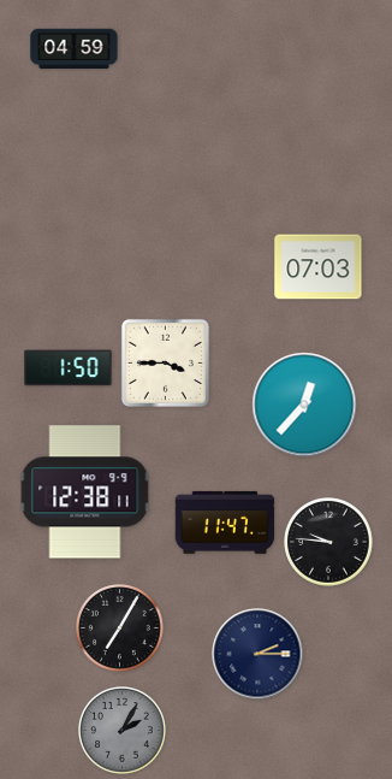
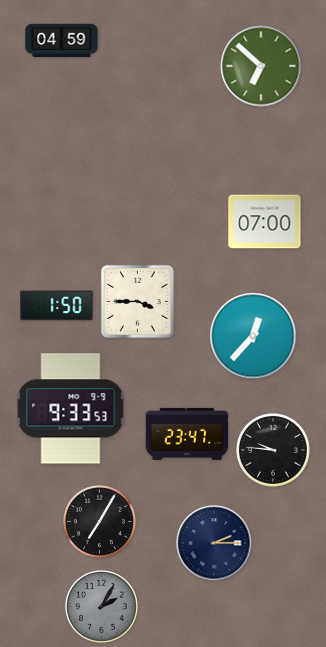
clock at (261, 66): none -> 6:52
clock at (319, 267): 07:03 -> 07:00
clock at (85, 492): 12:38 -> 9:33
clock at (225, 523): 11:47 -> 23:47
